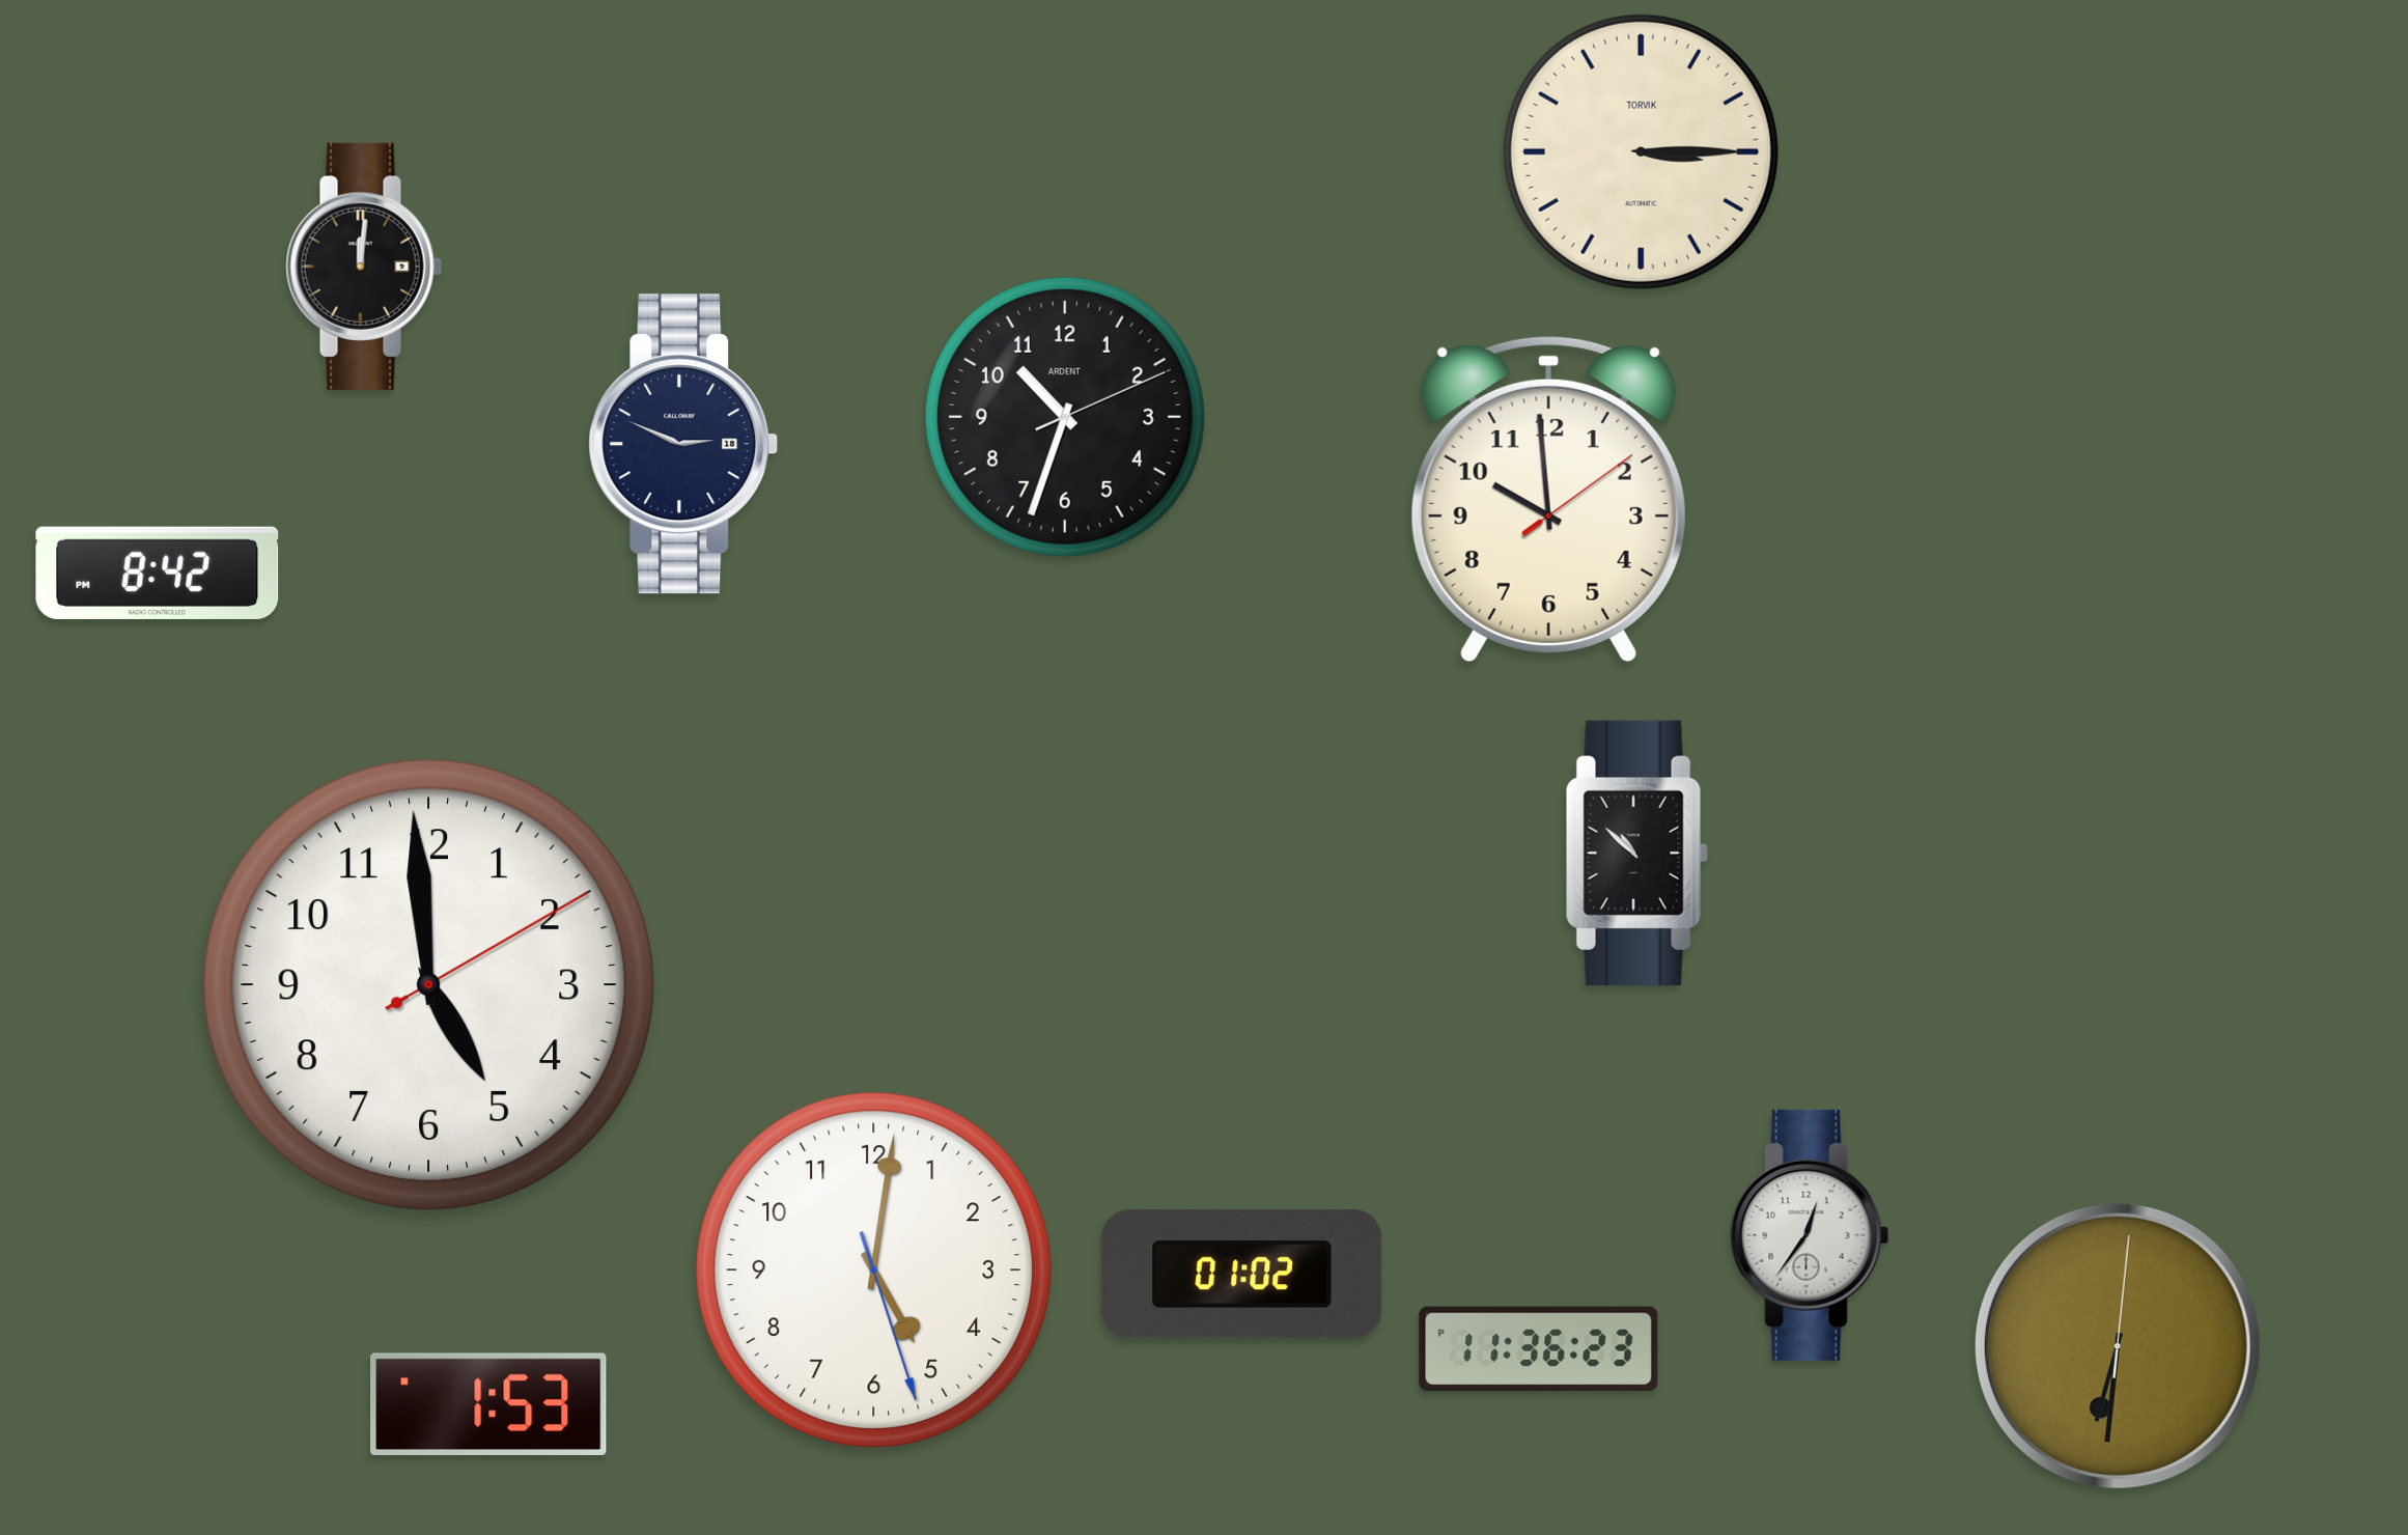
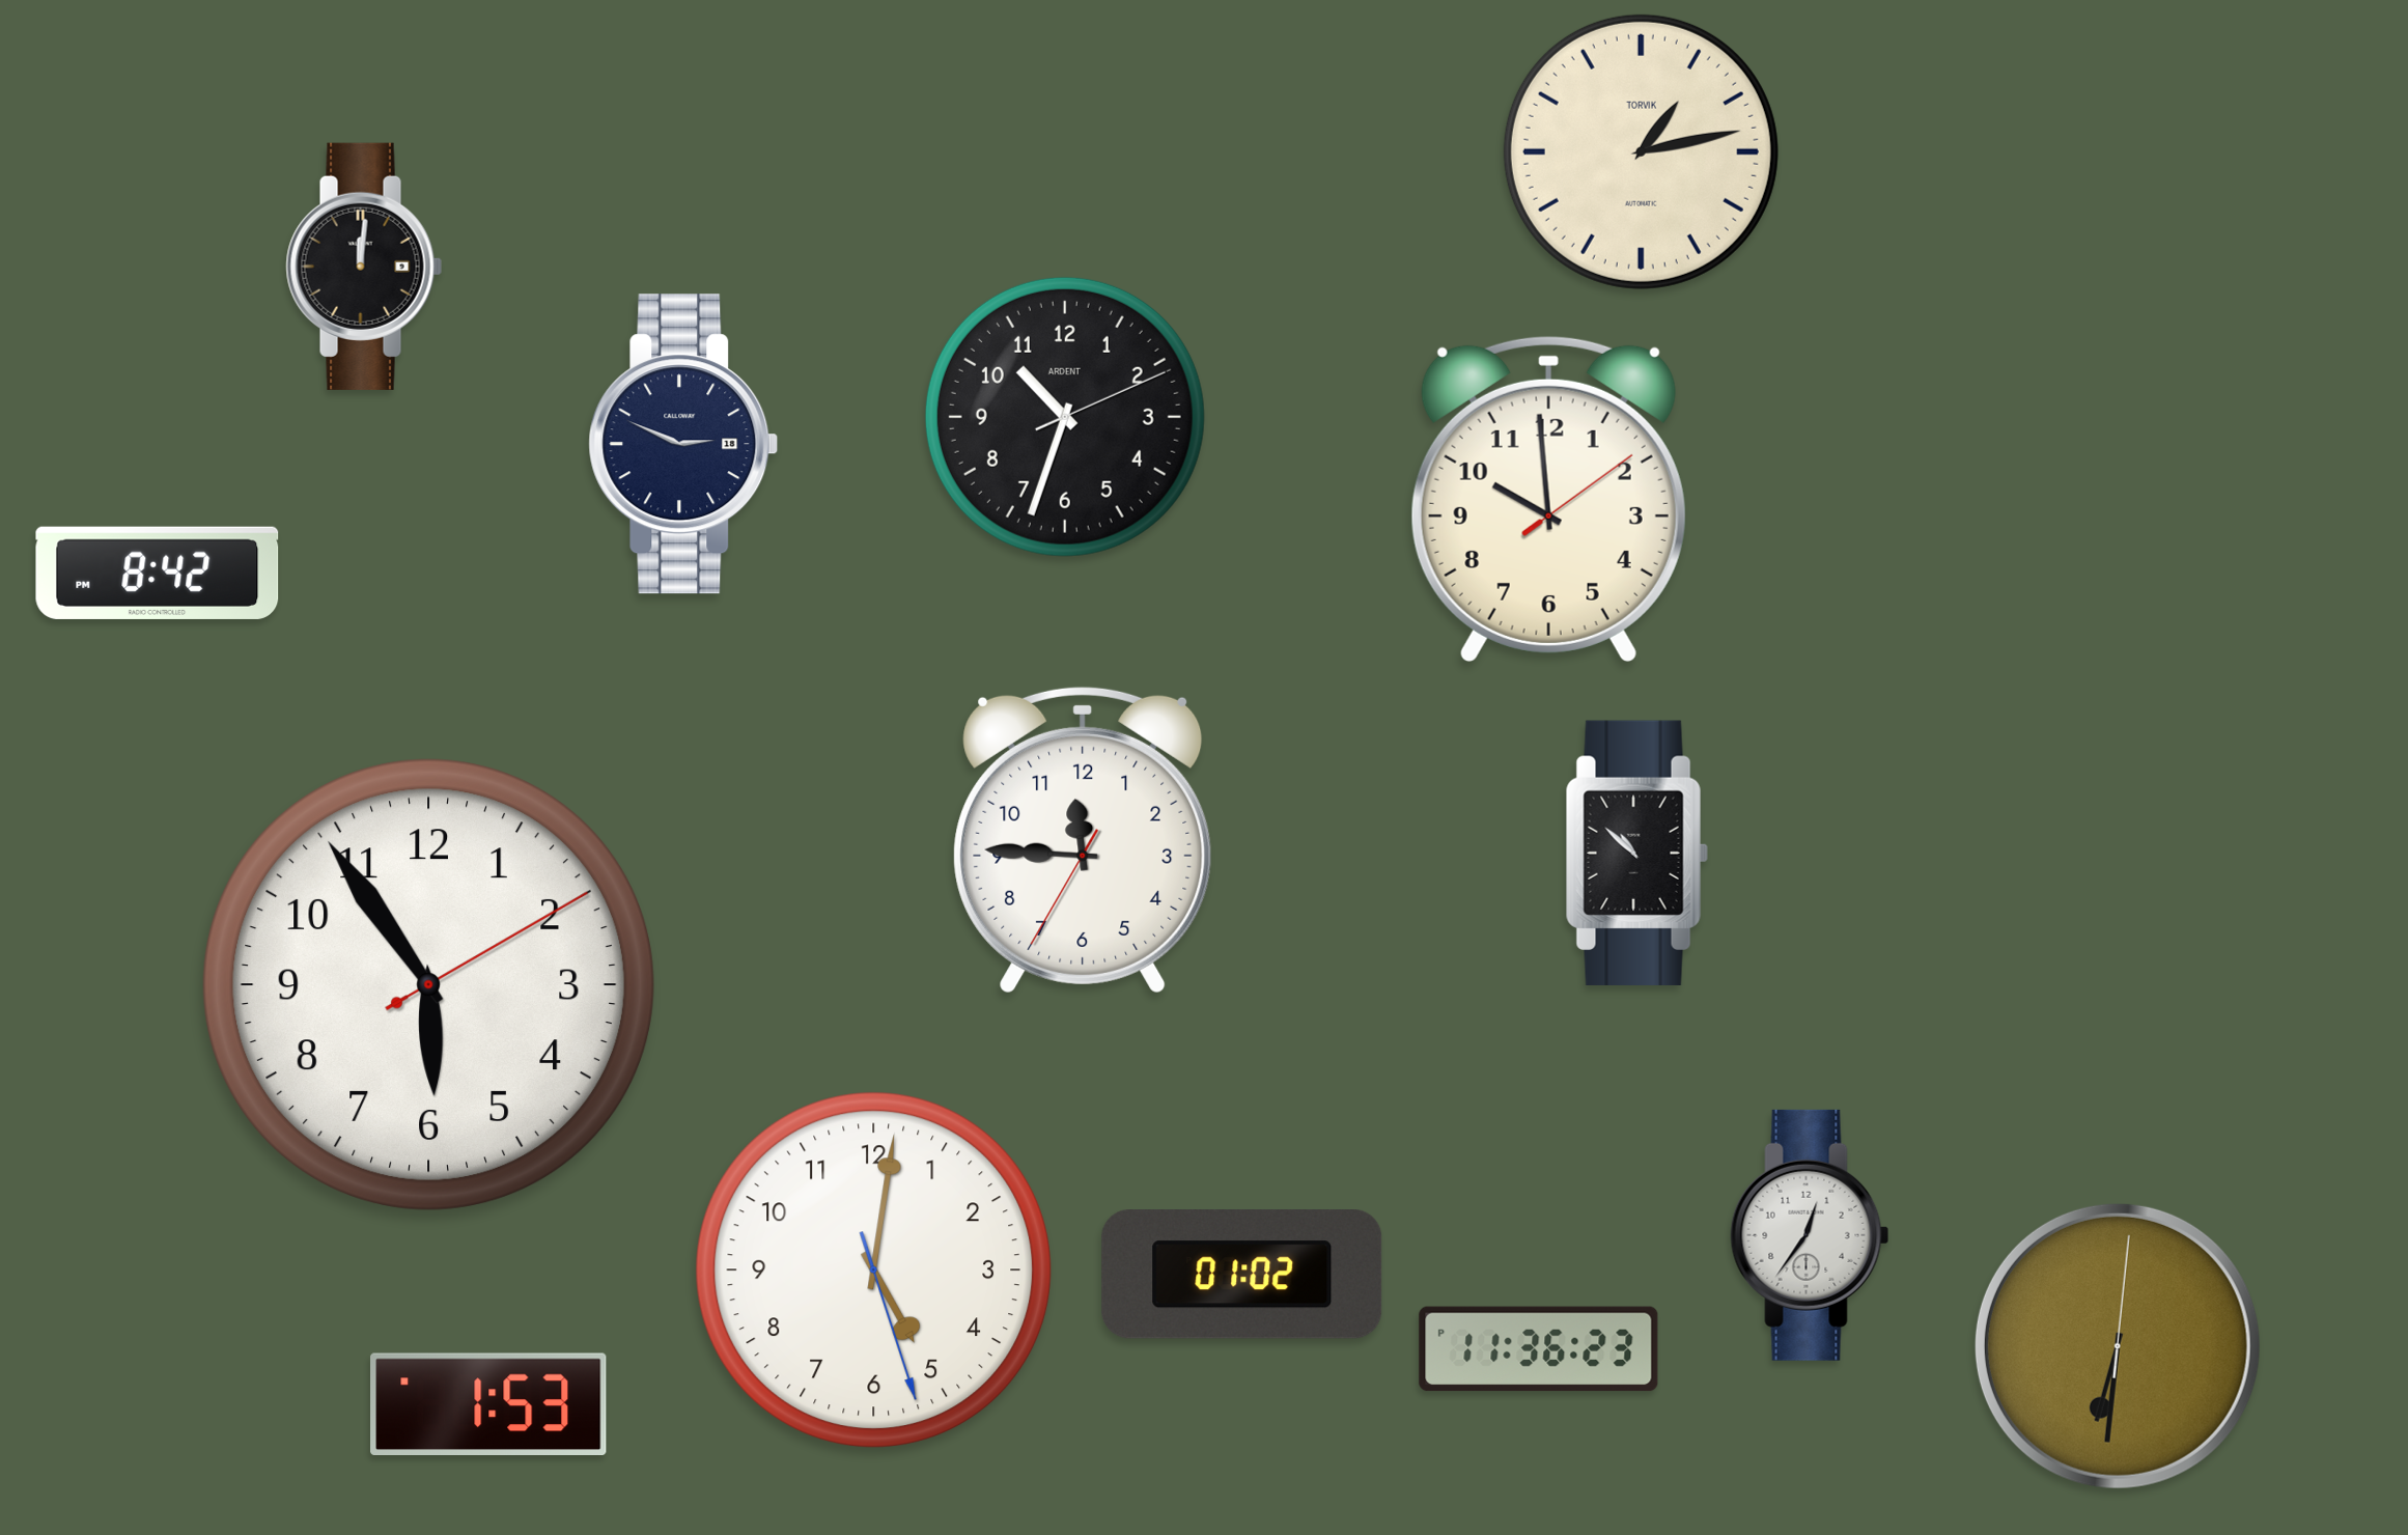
clock at (1641, 151): 3:15 -> 1:13
clock at (1083, 840): none -> 11:45
clock at (428, 984): 4:59 -> 5:54
